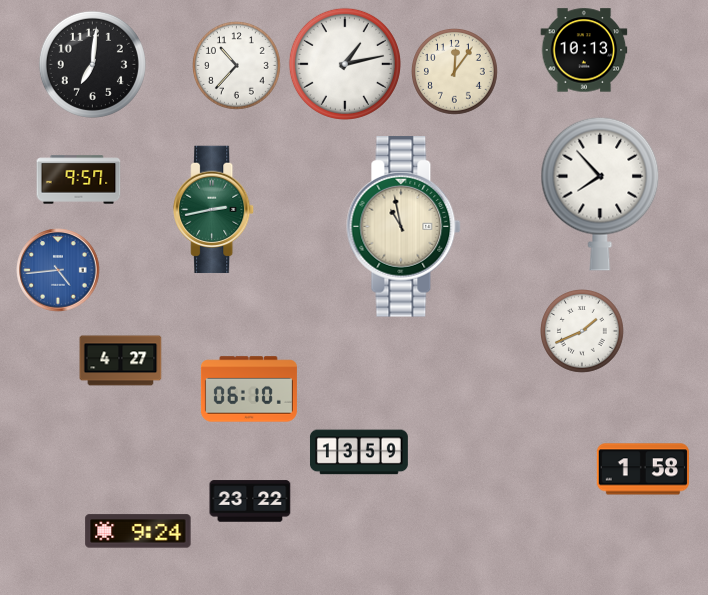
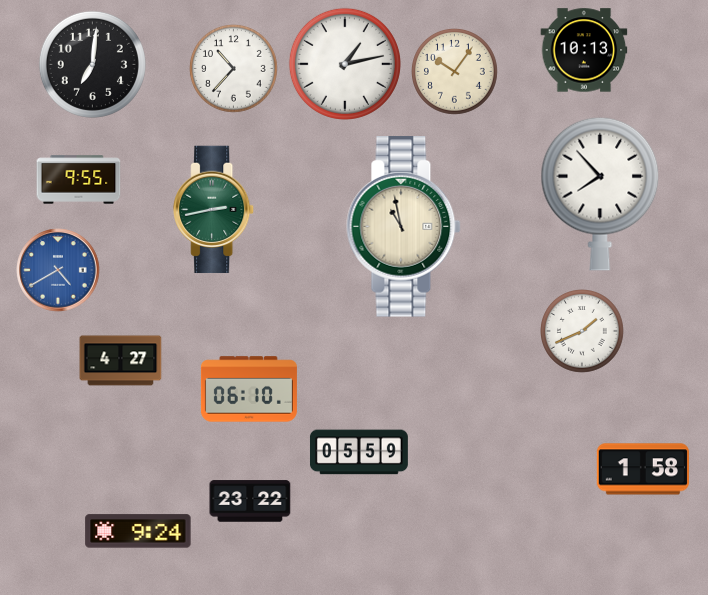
clock at (236, 65) position: (236, 65) -> (233, 68)
clock at (455, 72): 12:06 -> 10:06
clock at (79, 180): 9:57 -> 9:55
clock at (58, 270): 4:44 -> 4:40
clock at (359, 452): 13:59 -> 05:59
